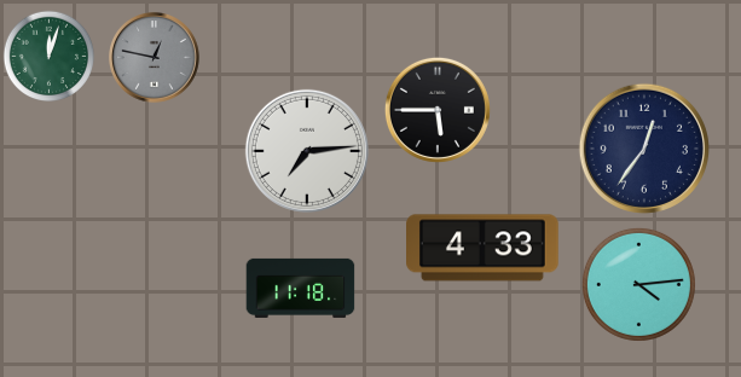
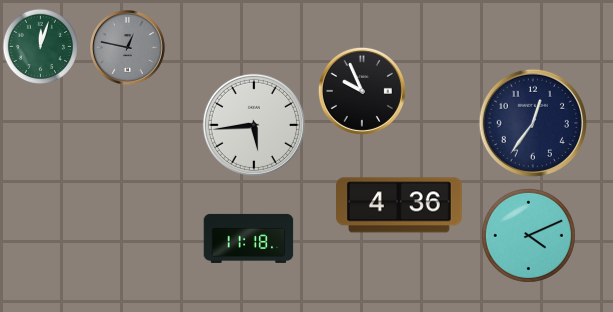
clock at (438, 110): 5:45 -> 9:56
clock at (307, 151): 7:14 -> 5:44
clock at (484, 248): 4:33 -> 4:36
clock at (638, 284): 4:14 -> 4:11
